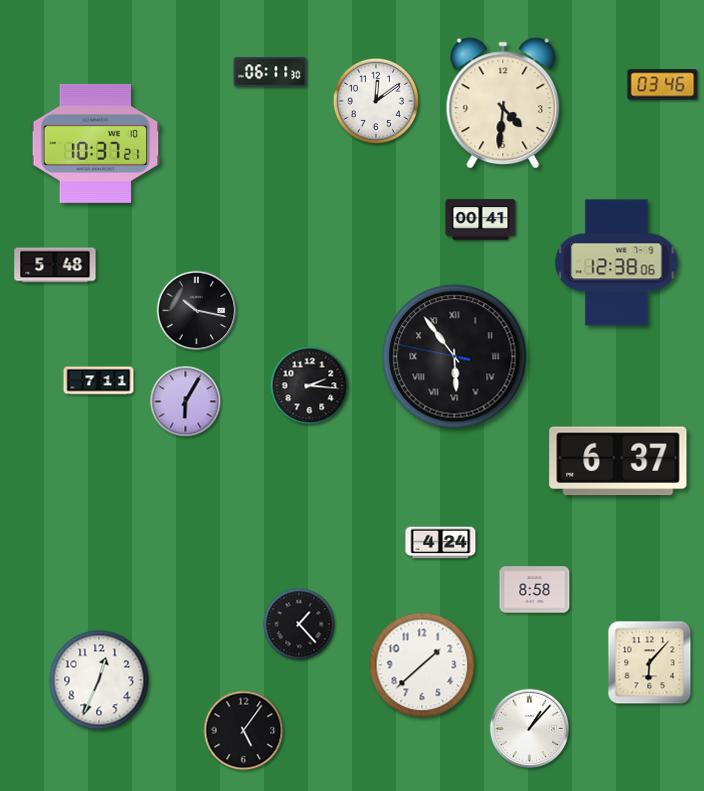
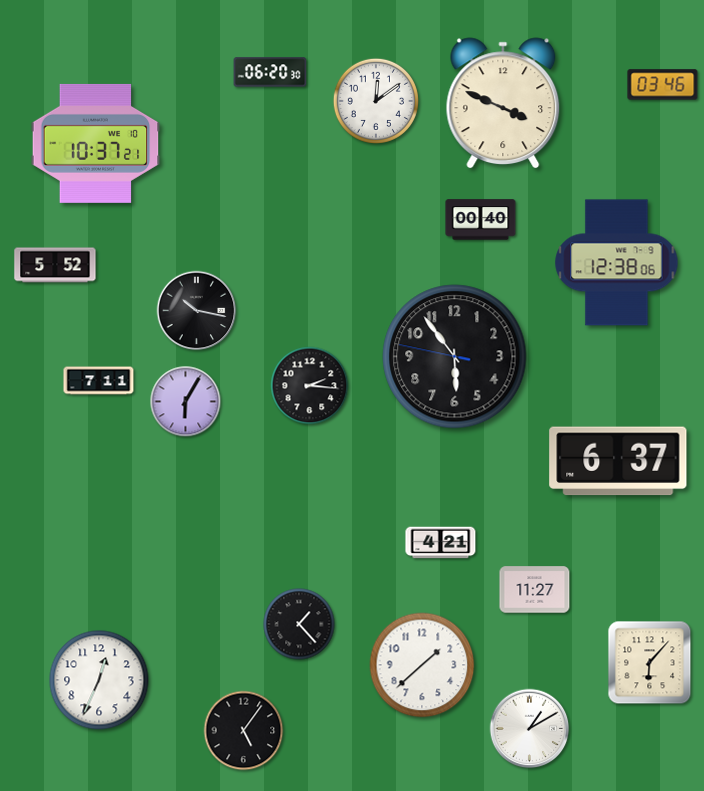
clock at (270, 72): 06:11 -> 06:20
clock at (503, 103): 4:31 -> 3:49
clock at (481, 220): 00:41 -> 00:40
clock at (55, 265): 5:48 -> 5:52
clock at (455, 357) numerals: Roman -> Arabic
clock at (441, 543): 4:24 -> 4:21
clock at (535, 590): 8:58 -> 11:27
clock at (530, 729): 1:07 -> 1:10
